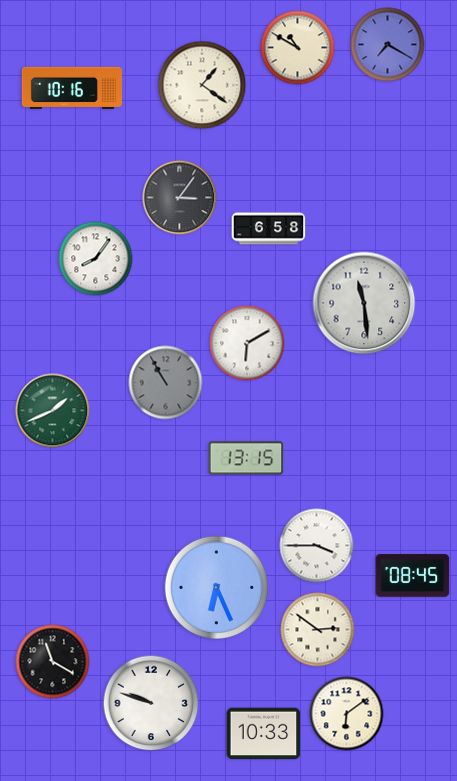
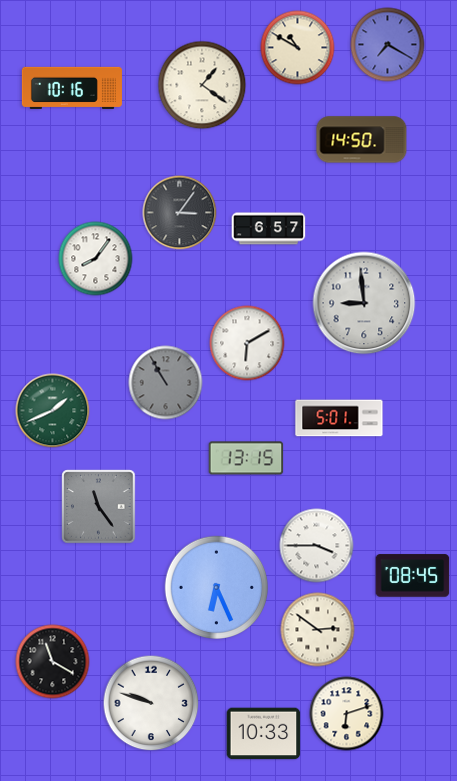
clock at (362, 140): none -> 14:50
clock at (180, 198) position: (180, 198) -> (180, 213)
clock at (269, 229): 6:58 -> 6:57
clock at (364, 303): 11:29 -> 8:59
clock at (339, 418): none -> 5:01
clock at (99, 507): none -> 11:24
clock at (347, 714): 6:09 -> 6:12
